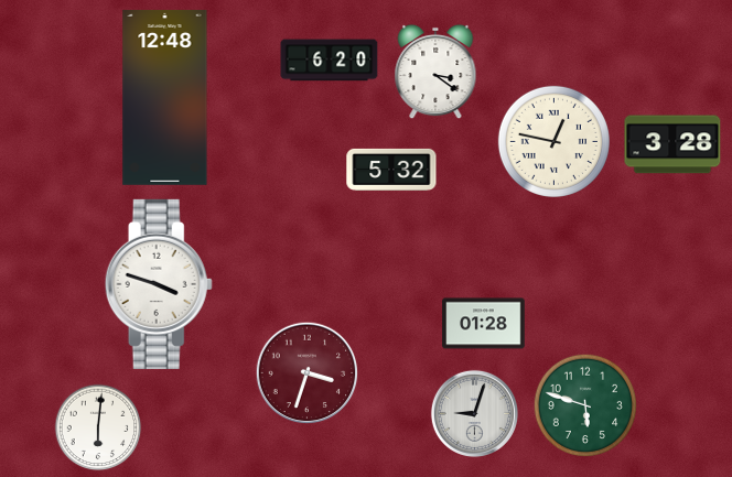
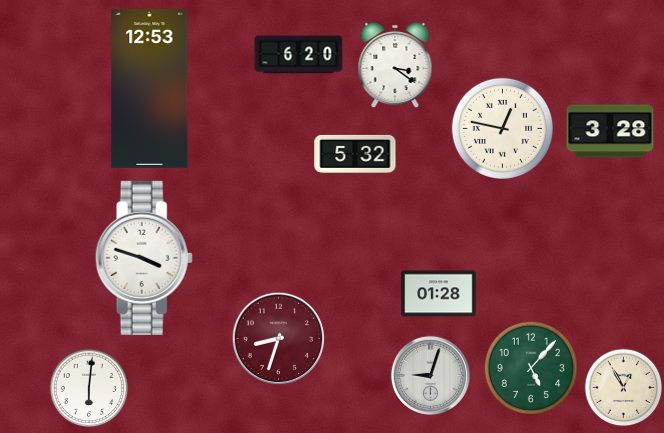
clock at (165, 97): 12:48 -> 12:53
clock at (308, 373): 3:33 -> 8:33
clock at (584, 404): 5:48 -> 5:07
clock at (624, 388): none -> 12:55
